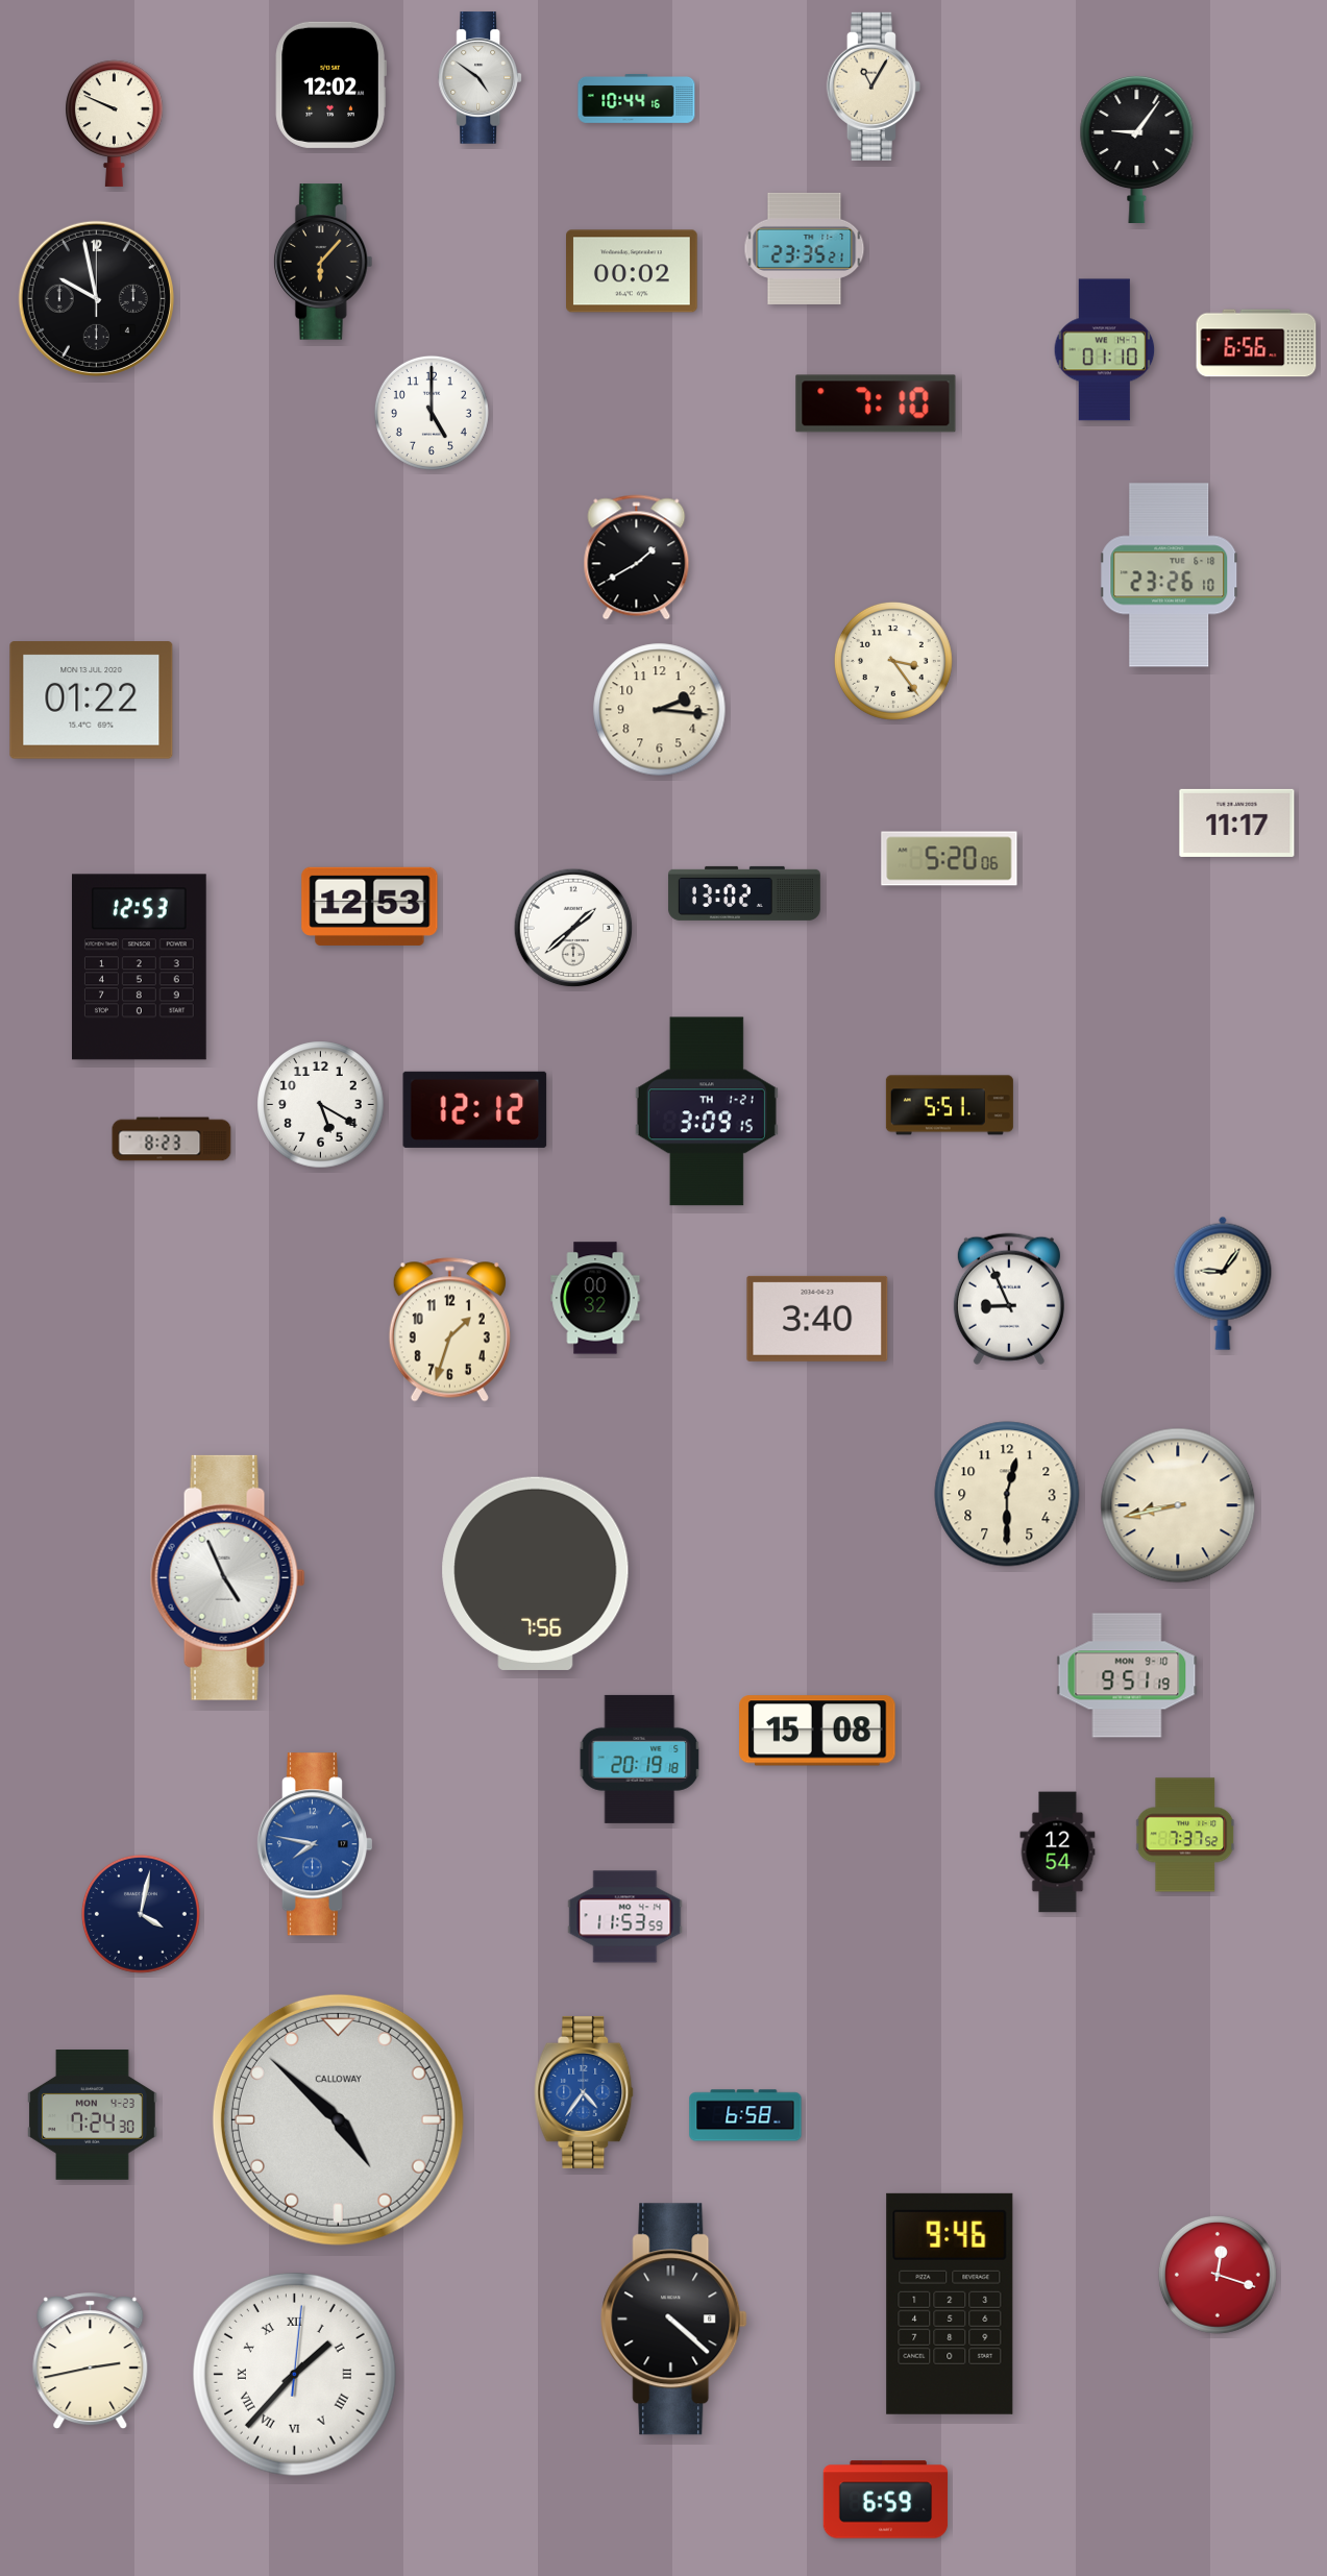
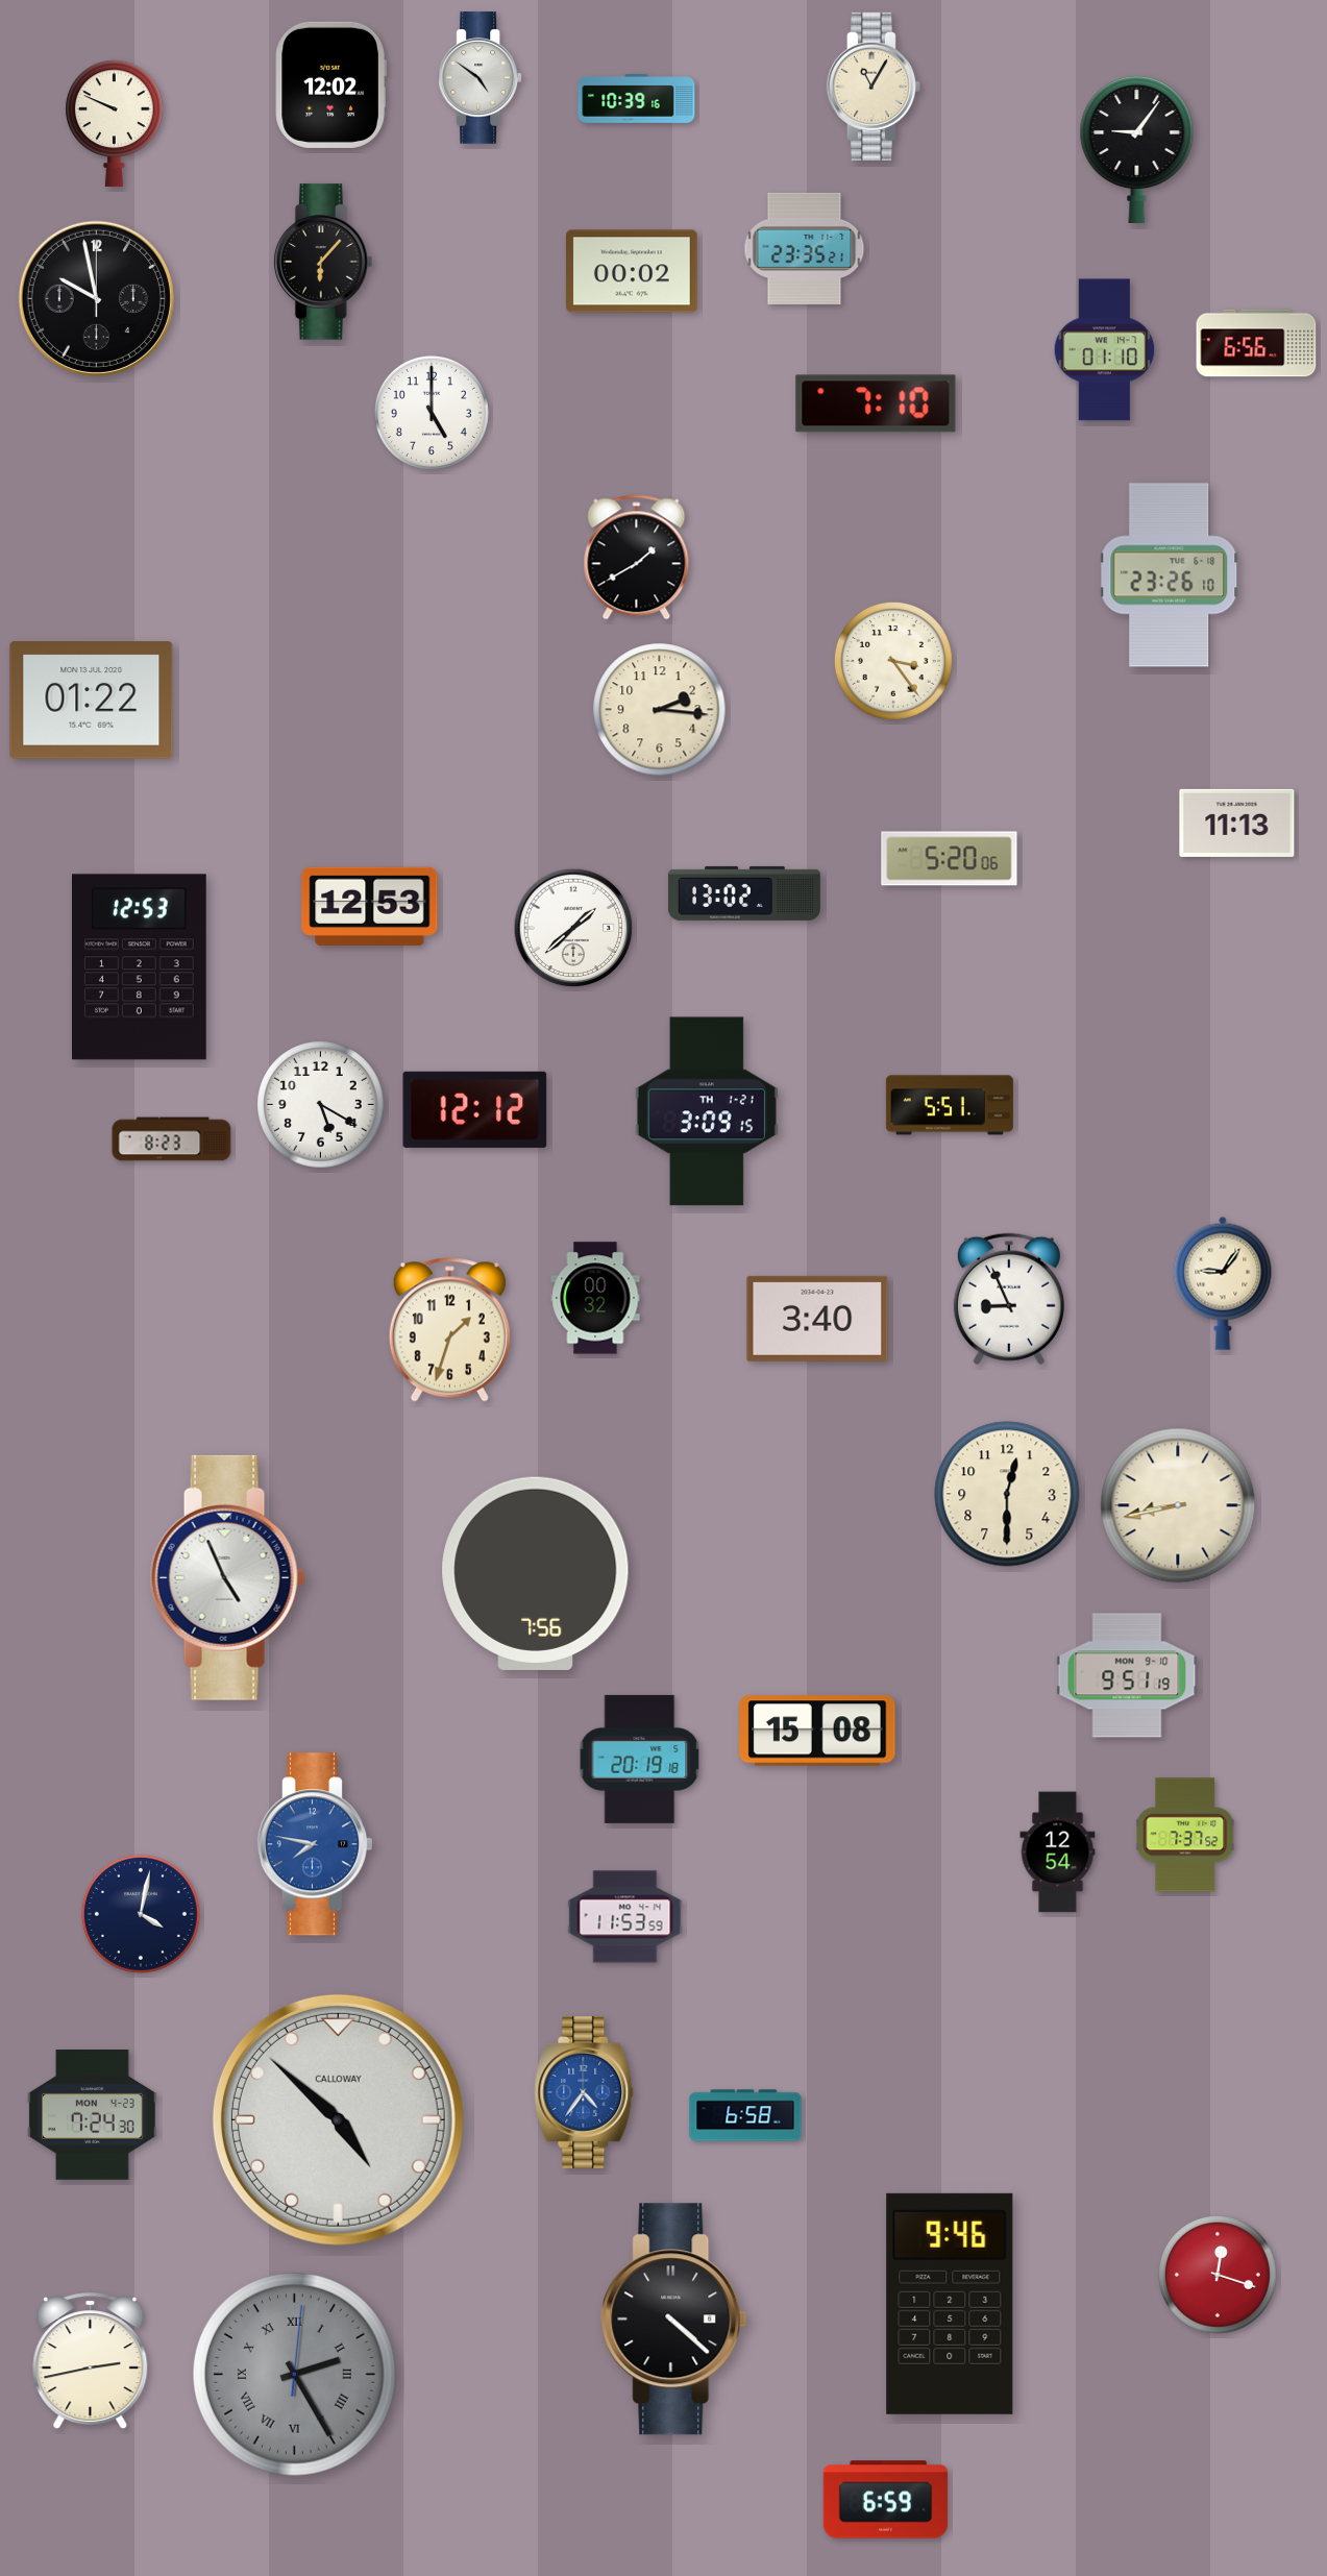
clock at (637, 98): 10:44 -> 10:39
clock at (1237, 823): 11:17 -> 11:13
clock at (295, 2375): 1:37 -> 2:25
clock at (295, 2375) dial: white -> grey
